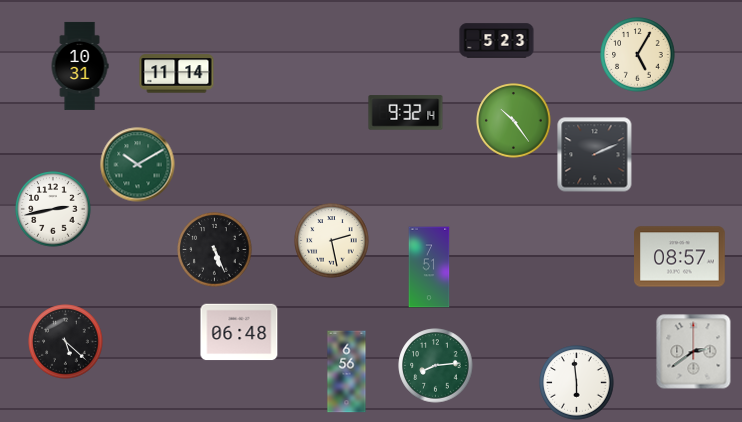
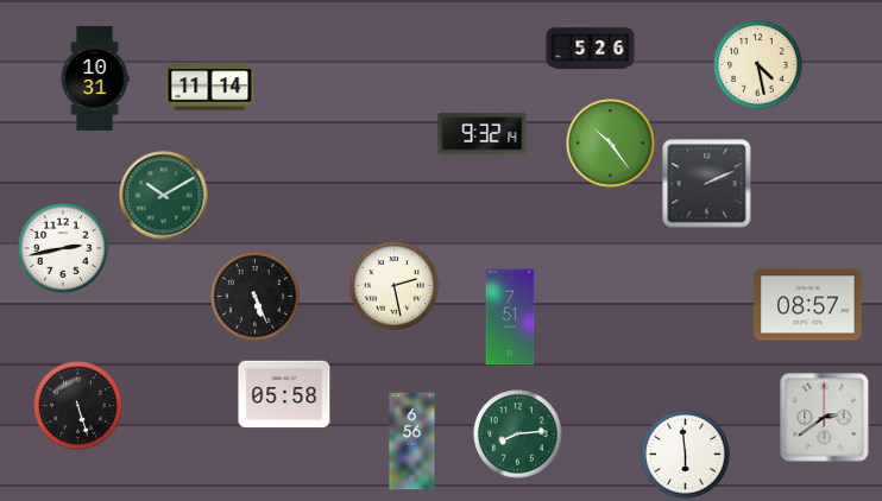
clock at (497, 41): 5:23 -> 5:26
clock at (638, 55): 5:05 -> 4:28
clock at (239, 332): 06:48 -> 05:58
clock at (66, 342): 5:22 -> 5:27
